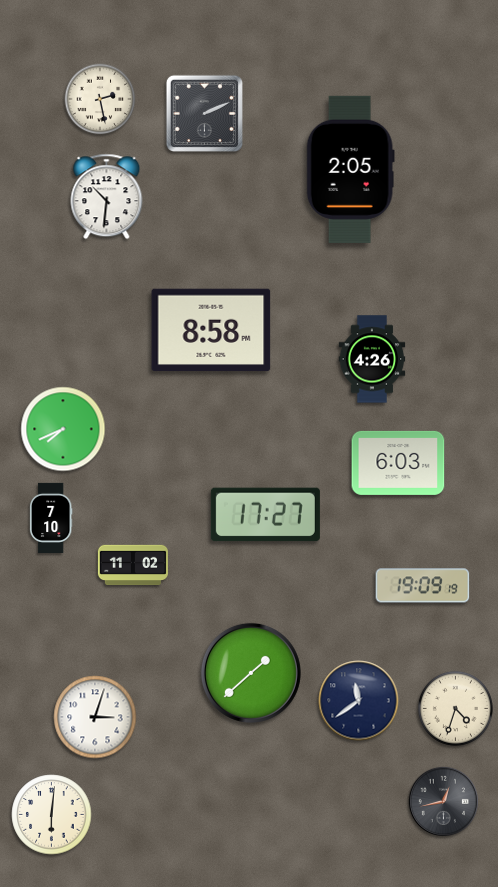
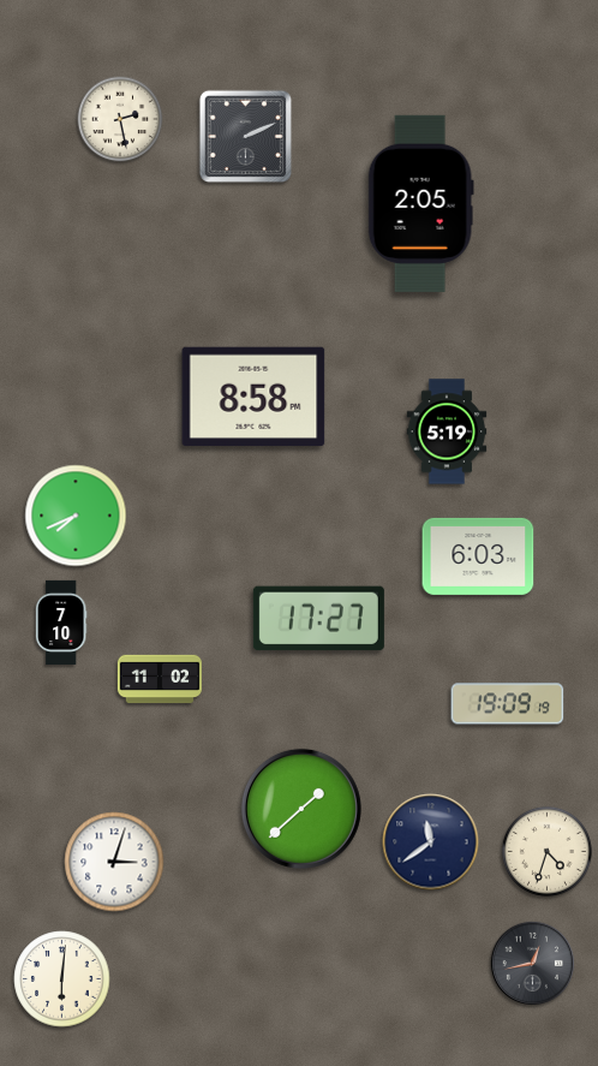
clock at (107, 197): 10:31 -> none
clock at (372, 359): 4:26 -> 5:19
